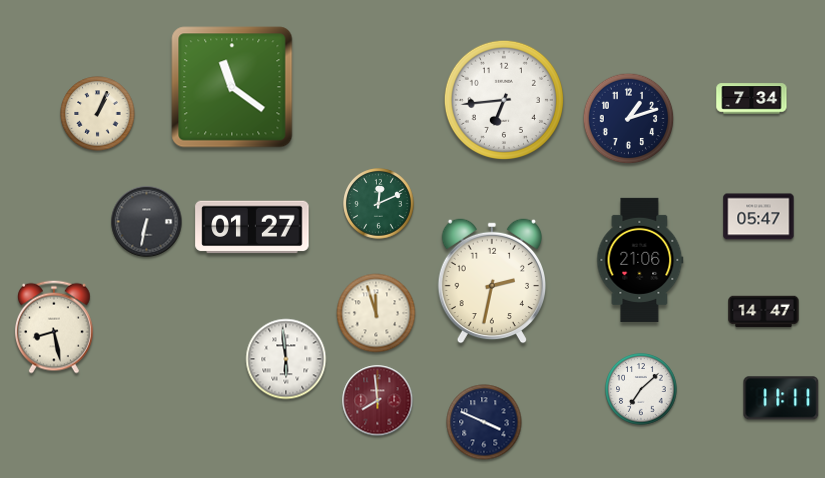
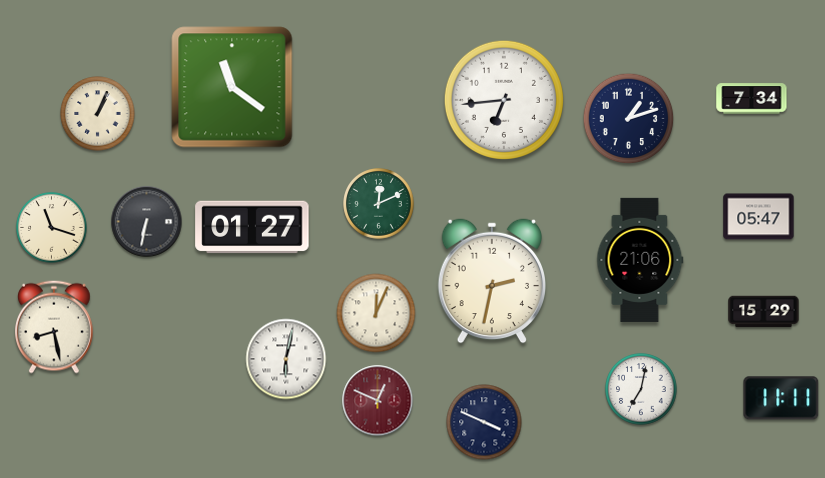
clock at (52, 228): none -> 11:18
clock at (764, 312): 14:47 -> 15:29
clock at (376, 313): 11:57 -> 12:04
clock at (286, 359): 5:59 -> 6:02
clock at (641, 389): 7:08 -> 7:02
clock at (378, 401): 7:59 -> 12:49
